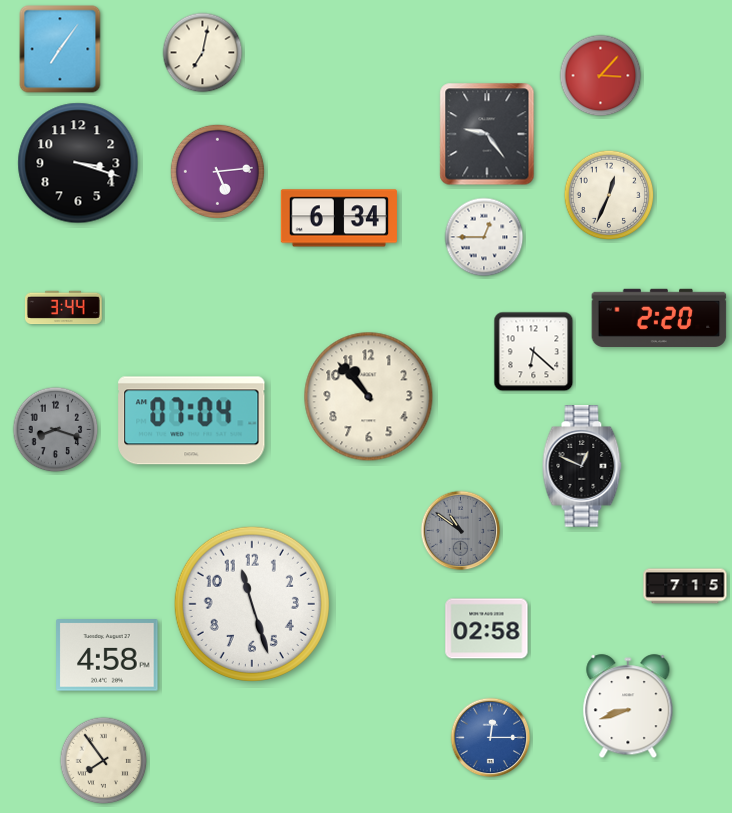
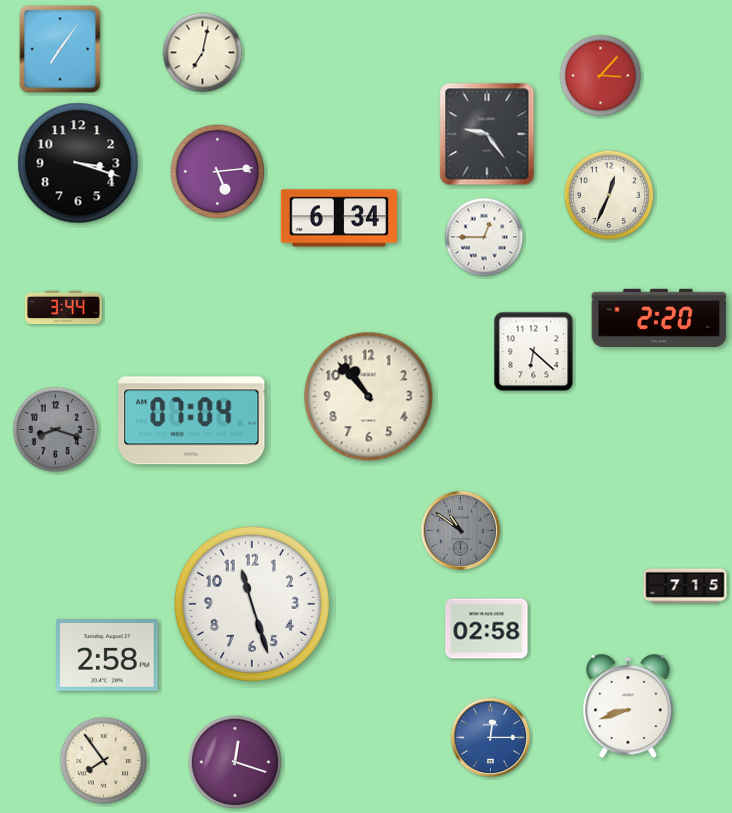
clock at (582, 466): 12:49 -> none
clock at (107, 655): 4:58 -> 2:58
clock at (235, 762): none -> 12:18
